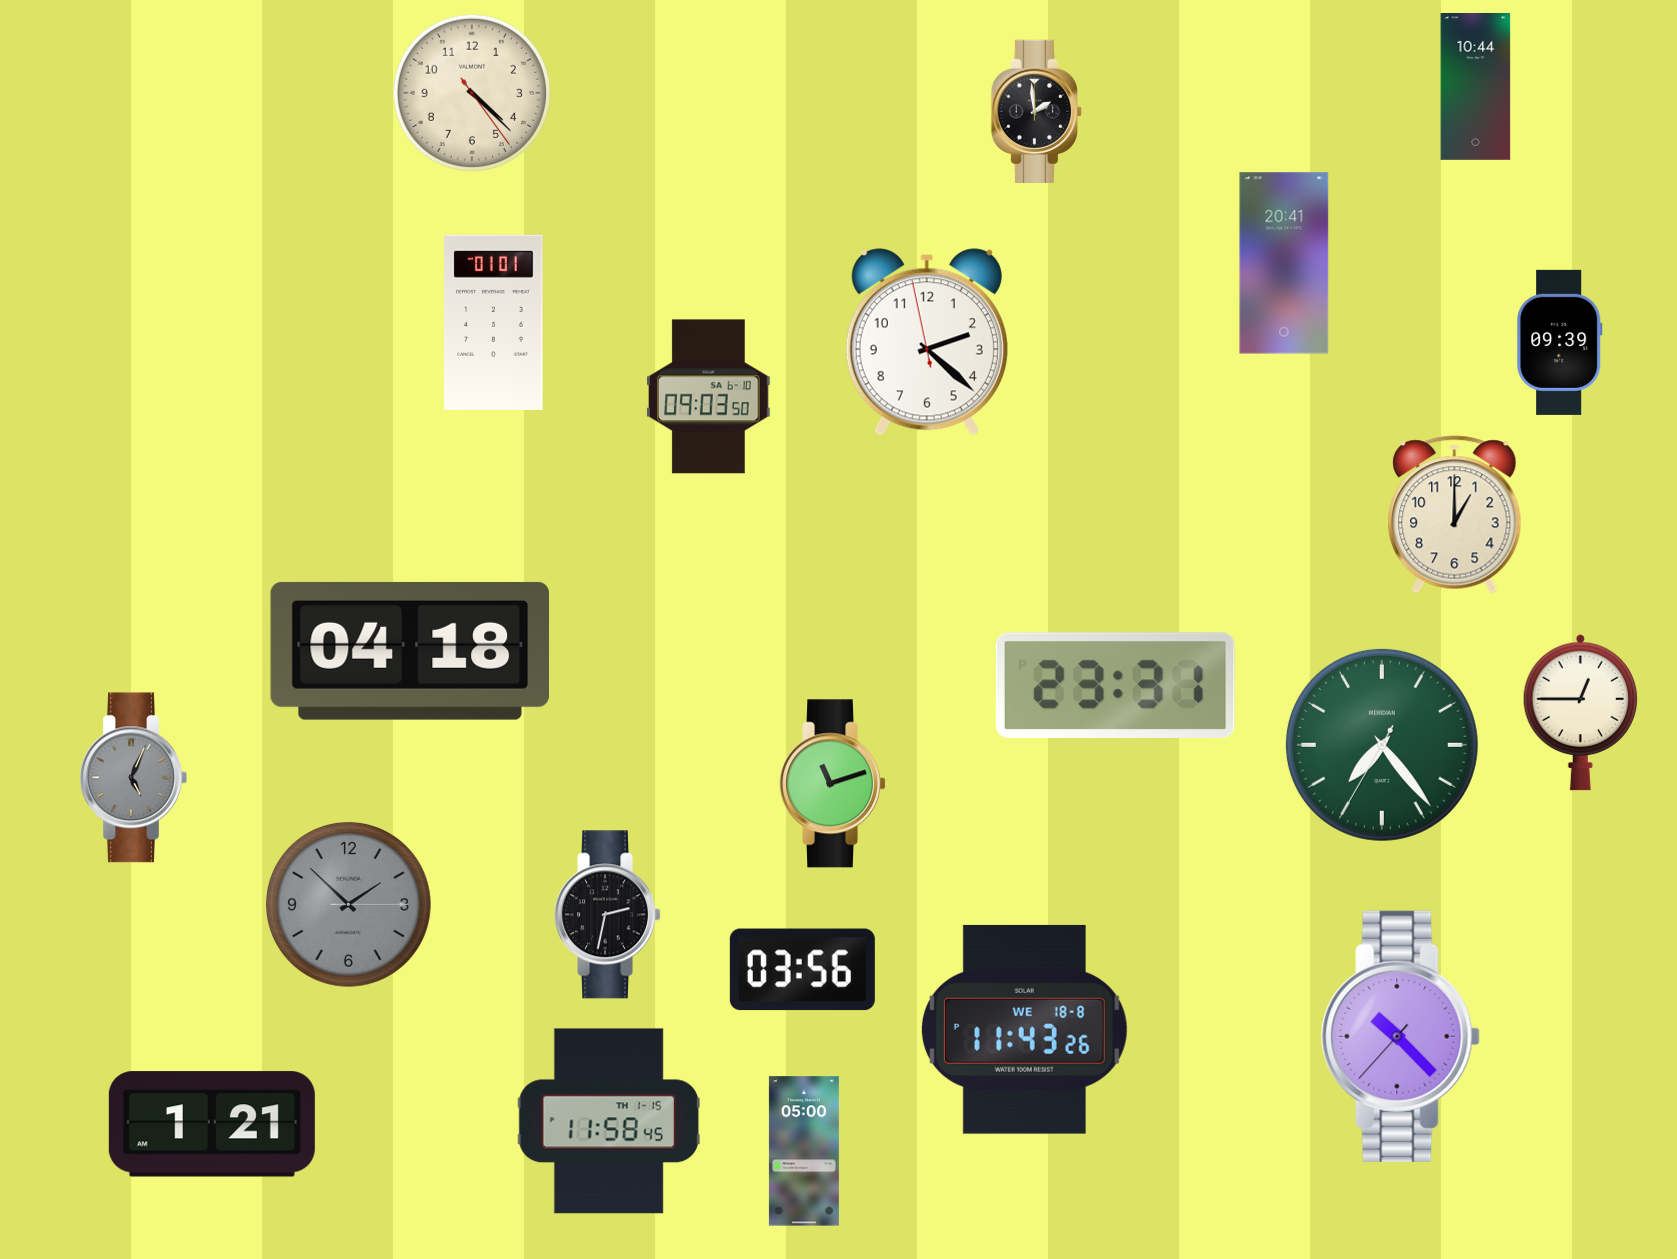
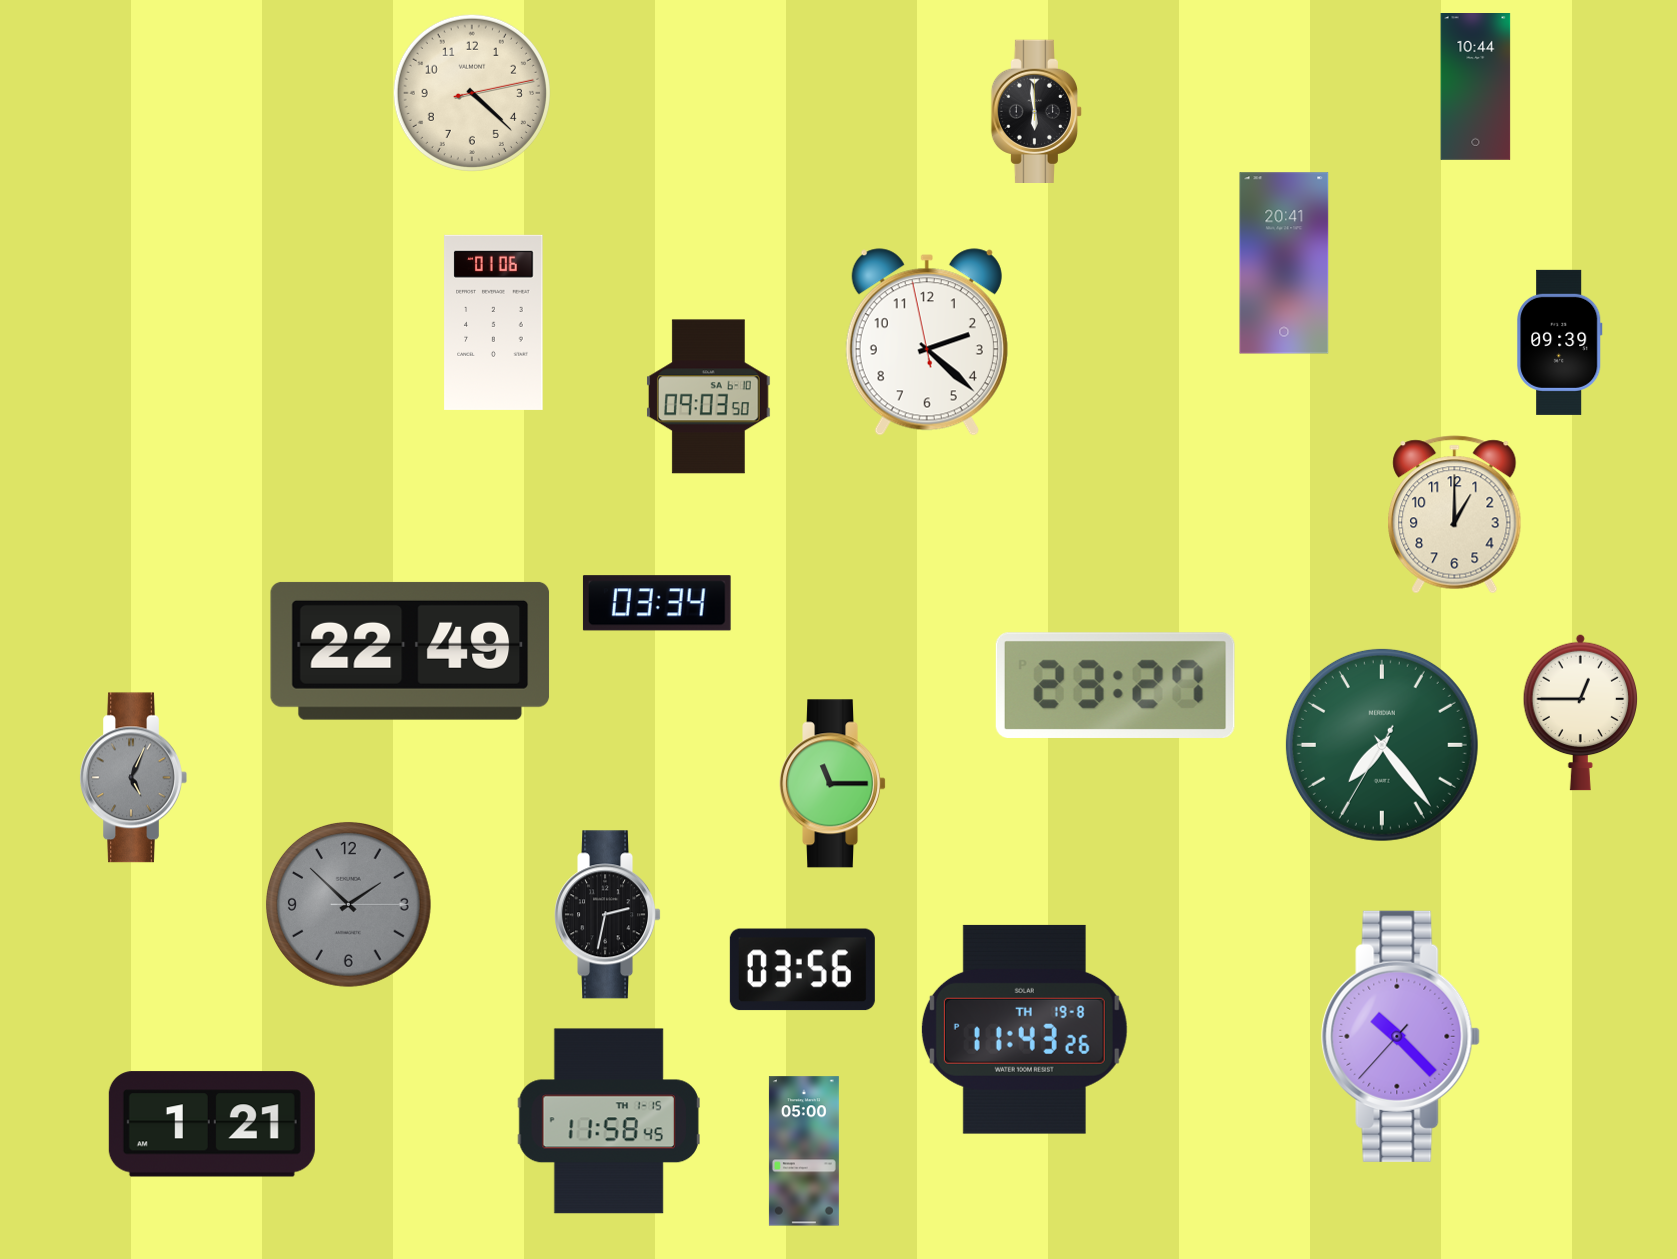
clock at (472, 93): 4:22:24 -> 4:22:13
clock at (1036, 111): 1:59 -> 5:59
clock at (494, 322): 01:01 -> 01:06
clock at (657, 603): none -> 03:34
clock at (410, 651): 04:18 -> 22:49
clock at (1115, 685): 23:31 -> 23:27
clock at (833, 784): 11:12 -> 11:15
clock at (1024, 1029) date: WE 18-8 -> TH 19-8
